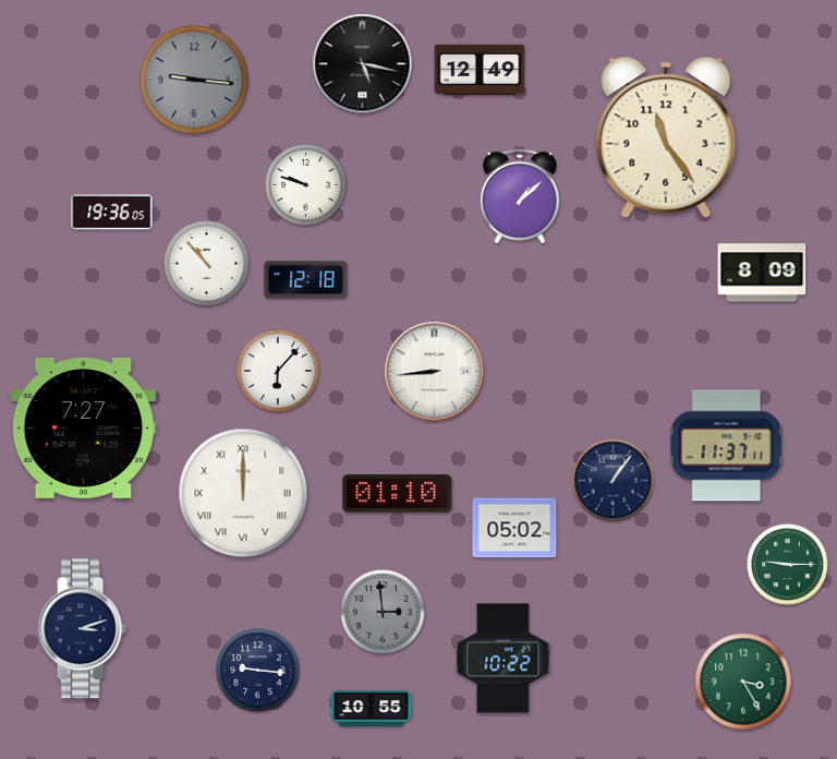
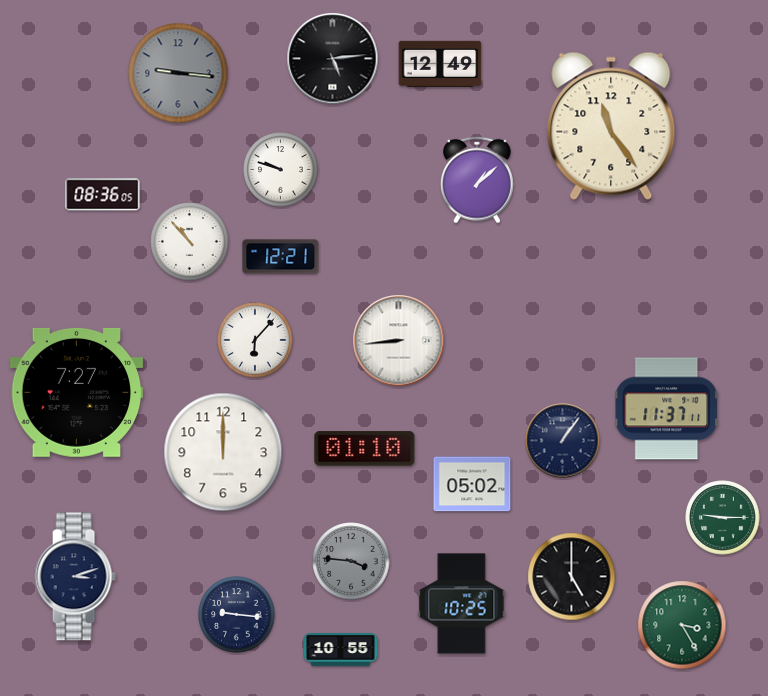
clock at (363, 64): 5:17 -> 5:14
clock at (112, 213): 19:36 -> 08:36
clock at (762, 273): 8:09 -> none
clock at (306, 280): 12:18 -> 12:21
clock at (243, 493) numerals: Roman -> Arabic
clock at (398, 494) position: (398, 494) -> (365, 449)
clock at (383, 612): 2:59 -> 3:46
clock at (572, 577): none -> 5:00
clock at (504, 659): 10:22 -> 10:25
